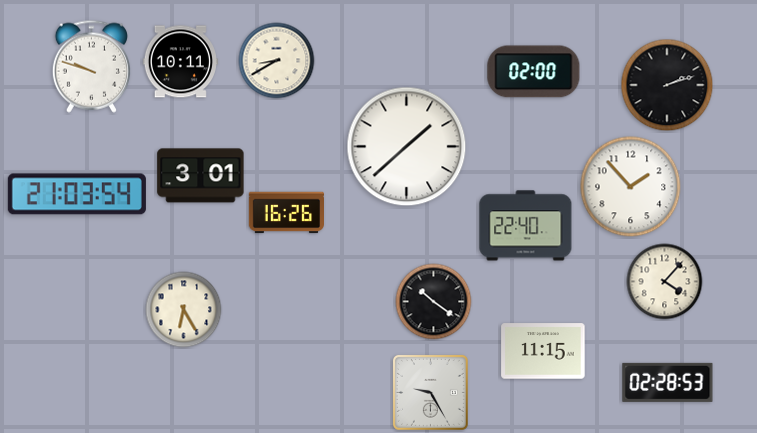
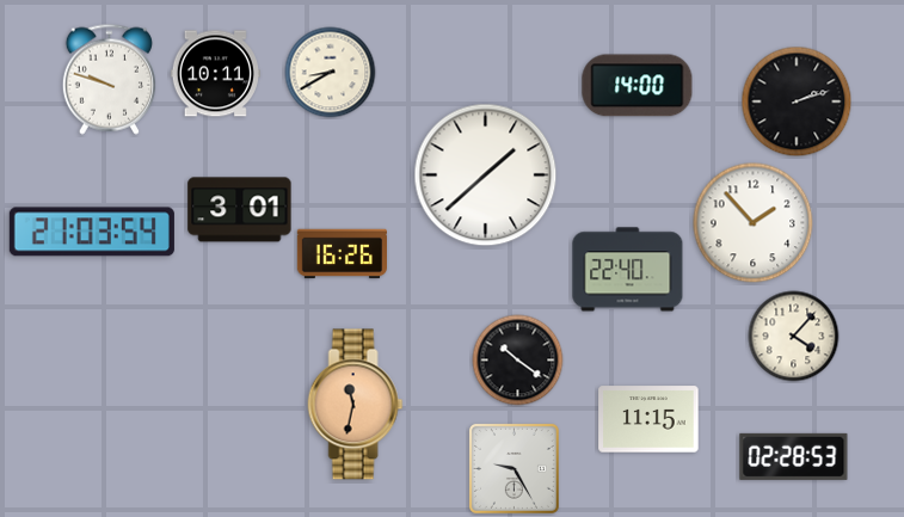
clock at (534, 72): 02:00 -> 14:00
clock at (184, 310): 6:25 -> none
clock at (356, 405): none -> 11:32
clock at (668, 382) position: (668, 382) -> (794, 456)
